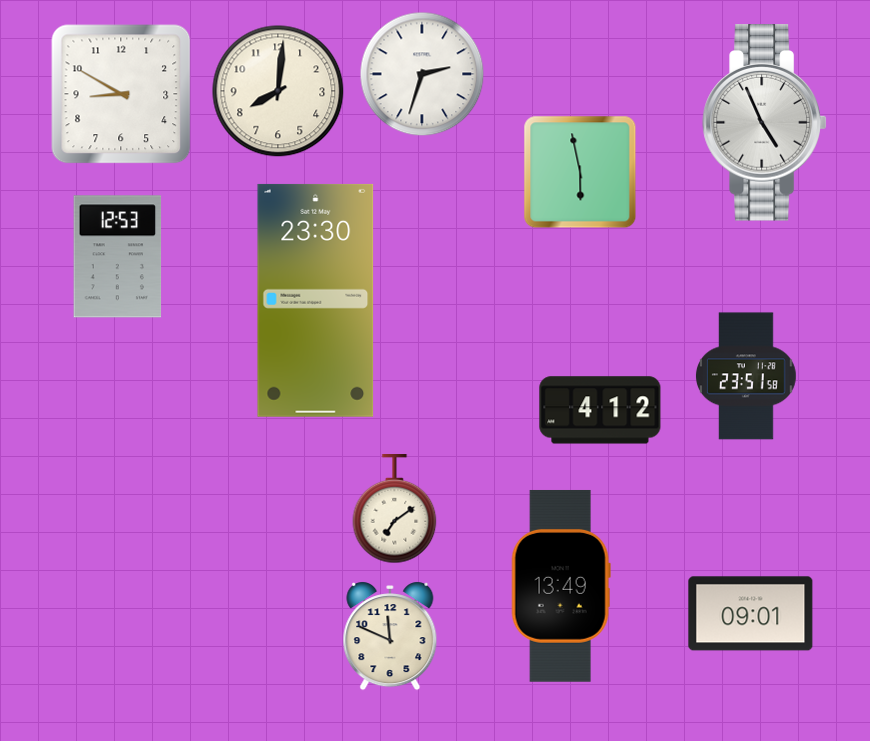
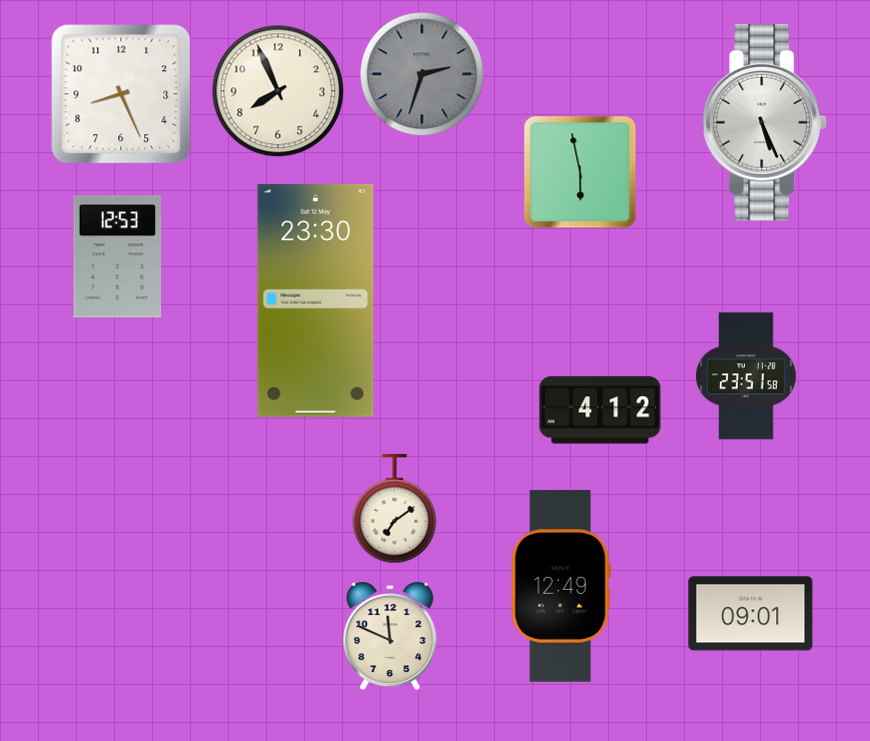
clock at (422, 74) dial: white -> grey
clock at (278, 91): 8:01 -> 7:56
clock at (121, 94): 8:50 -> 8:26
clock at (765, 123): 4:56 -> 5:26
clock at (561, 586): 13:49 -> 12:49
